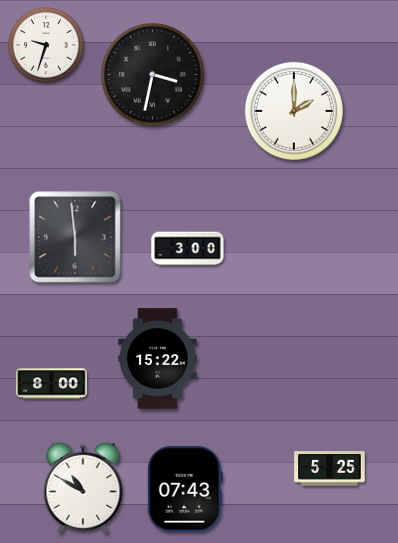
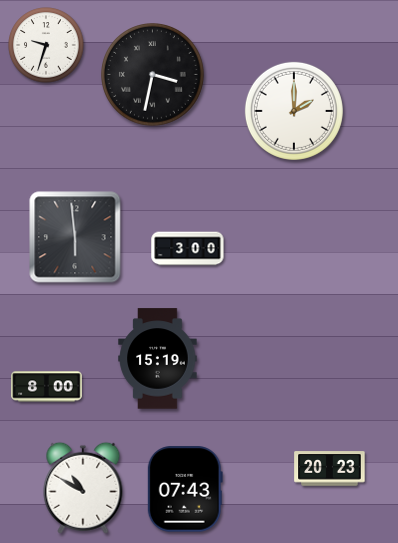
clock at (158, 359): 15:22 -> 15:19
clock at (52, 384) position: (52, 384) -> (47, 387)
clock at (330, 469): 5:25 -> 20:23
